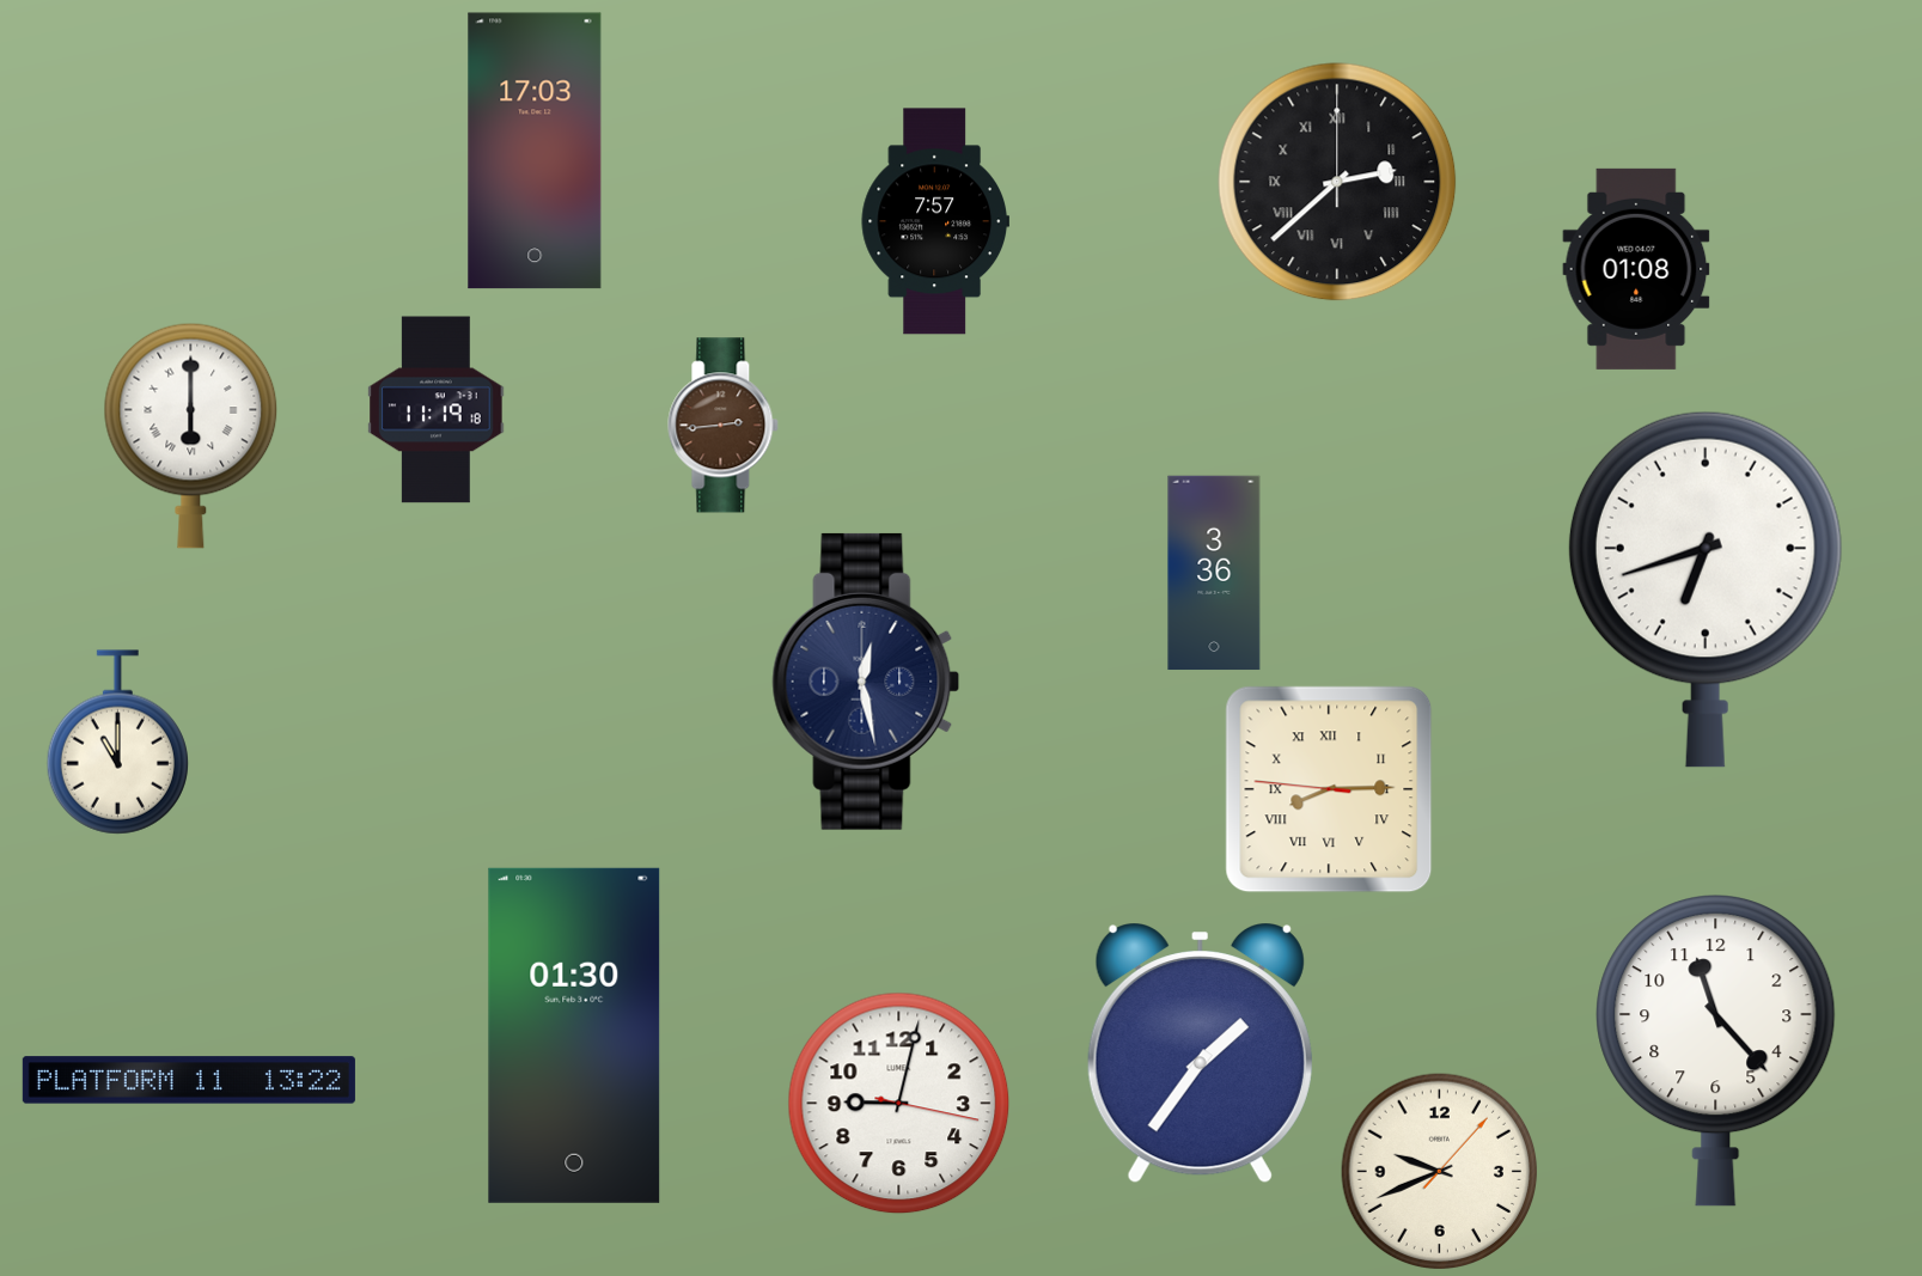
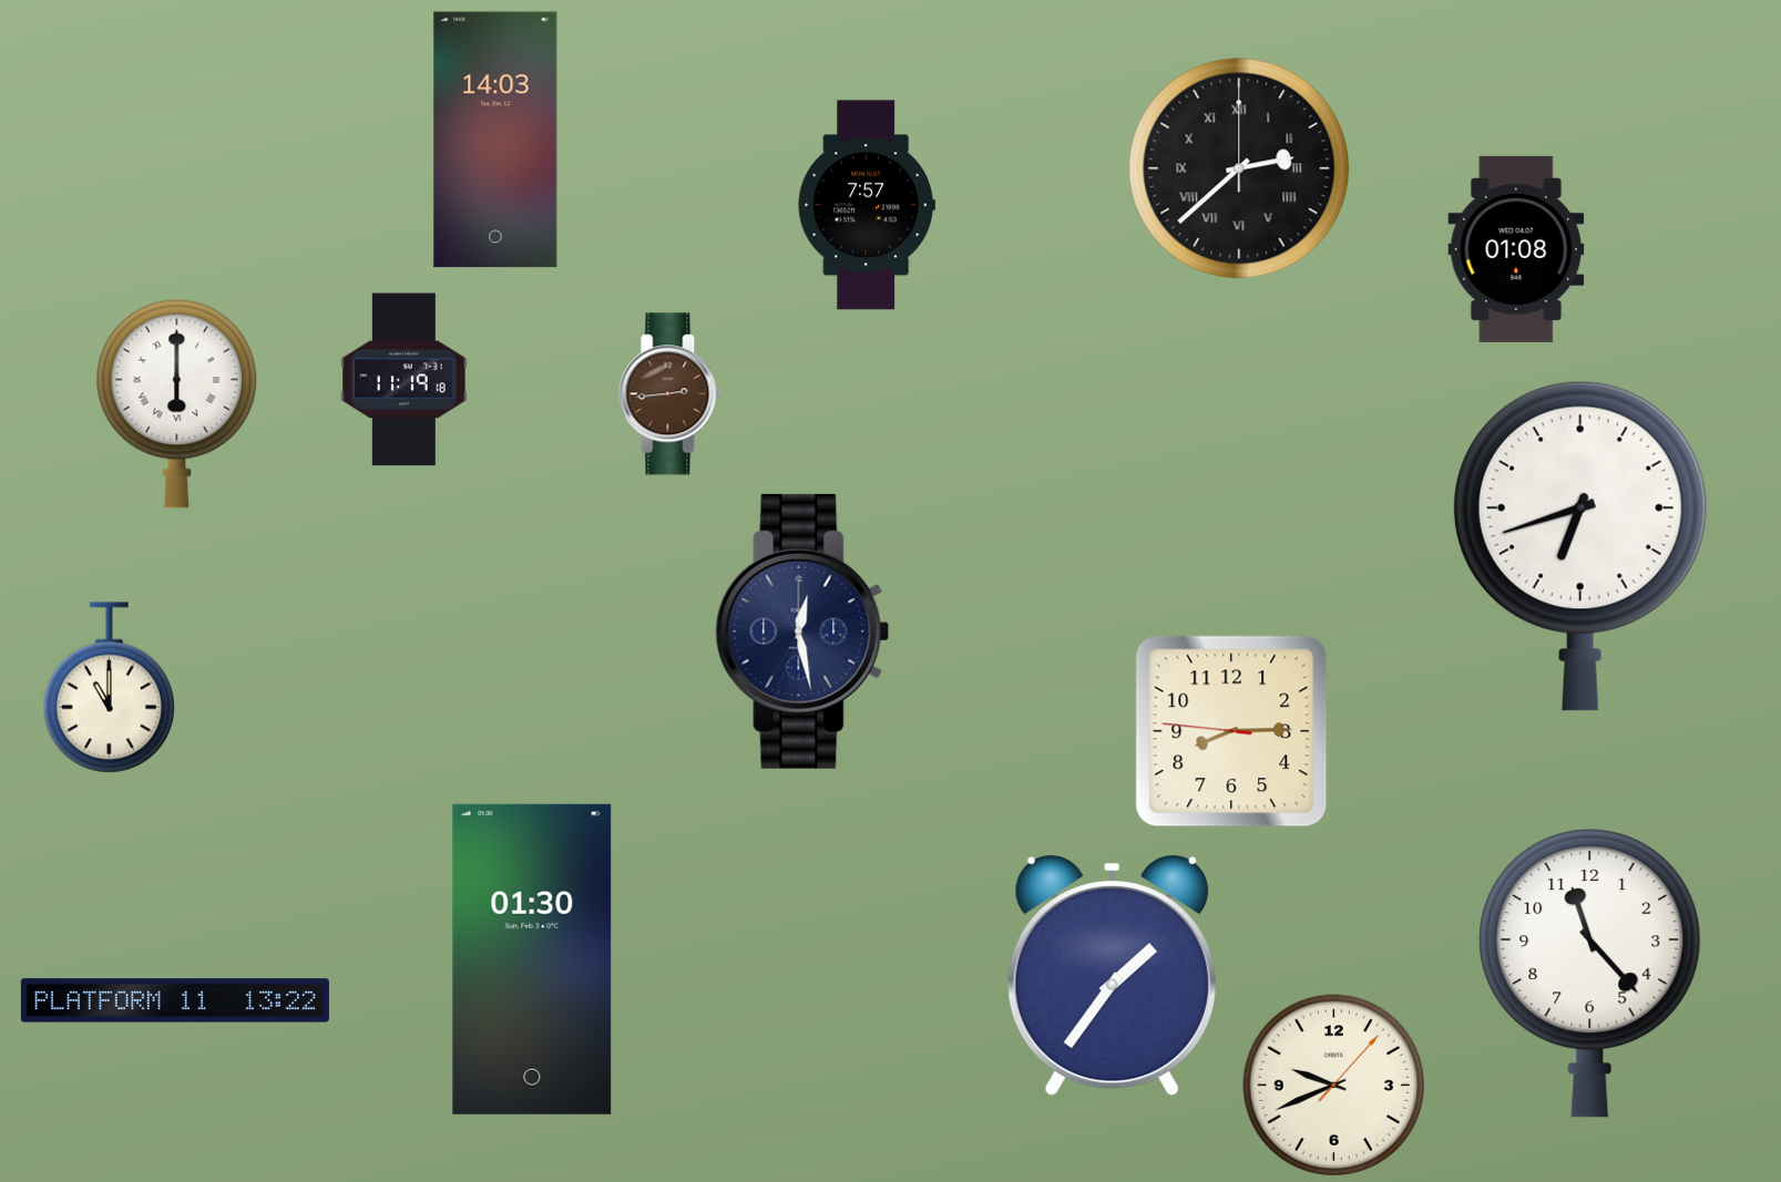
clock at (535, 151): 17:03 -> 14:03
clock at (1214, 573): 3:36 -> none
clock at (1329, 789) numerals: Roman -> Arabic
clock at (899, 1104): 9:02 -> none
